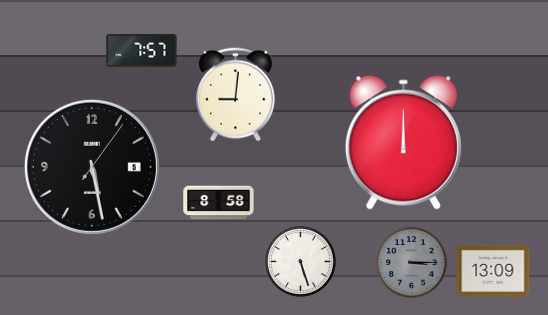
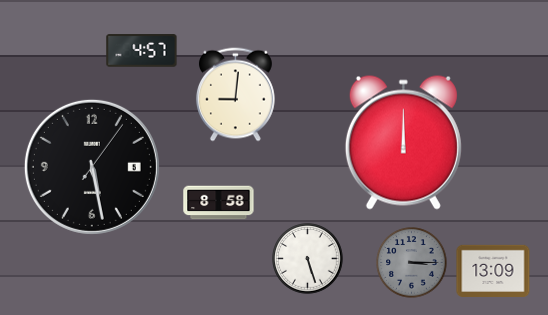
clock at (142, 51): 7:57 -> 4:57
clock at (301, 262) position: (301, 262) -> (308, 259)
